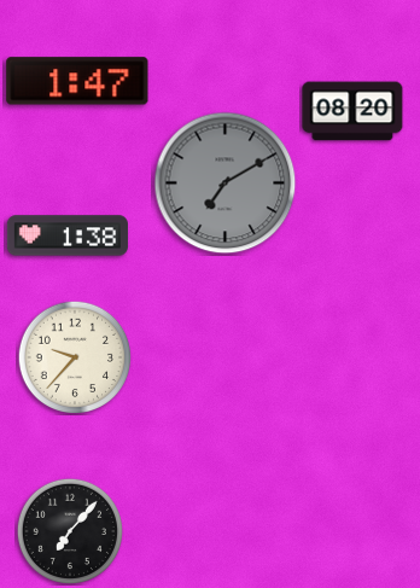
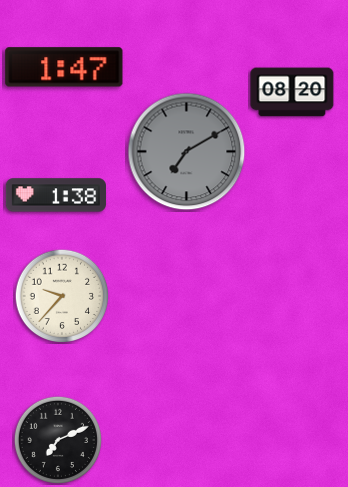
clock at (69, 530): 7:07 -> 7:11
